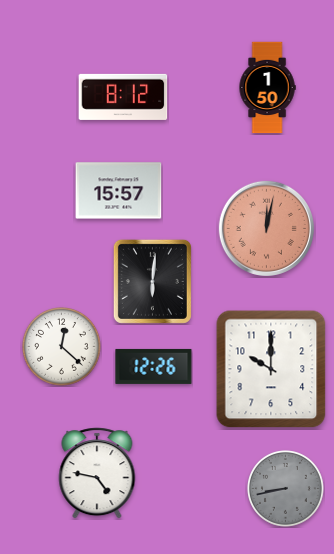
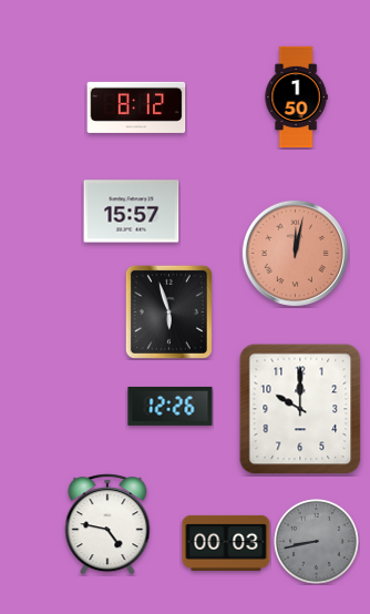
clock at (152, 281): 6:01 -> 5:57
clock at (62, 347): 12:22 -> none
clock at (226, 543): none -> 00:03
